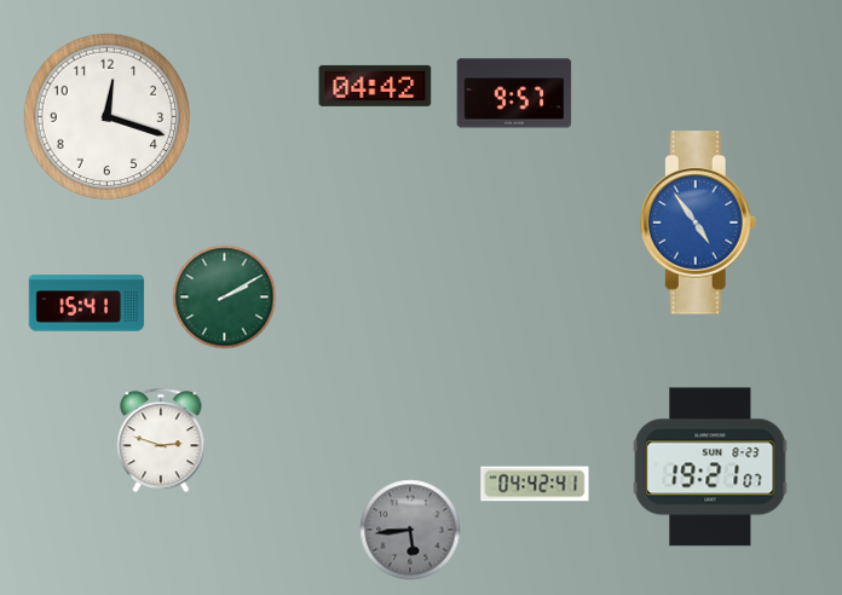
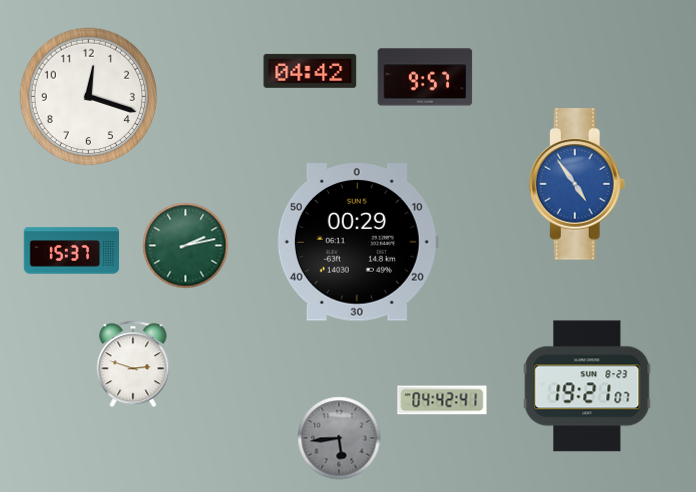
clock at (358, 242): none -> 00:29
clock at (225, 297): 2:10 -> 2:13
clock at (87, 304): 15:41 -> 15:37
